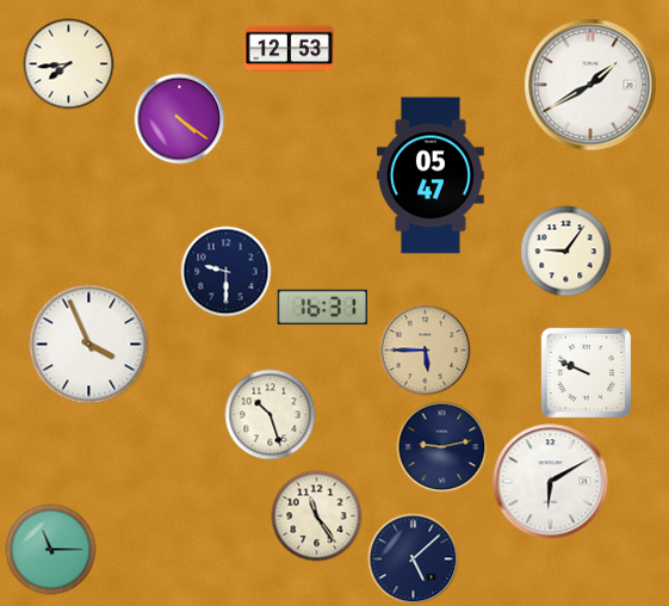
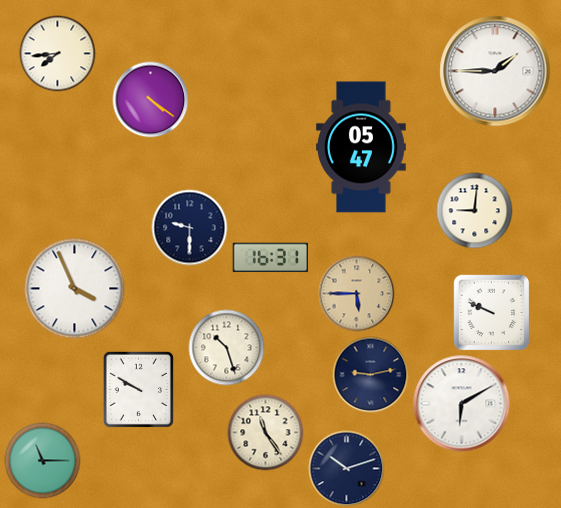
clock at (290, 49): 12:53 -> none
clock at (590, 85): 1:40 -> 1:45
clock at (566, 252): 9:06 -> 9:01
clock at (138, 389): none -> 9:50
clock at (414, 559): 5:08 -> 10:12
